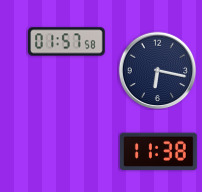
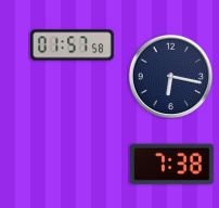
clock at (159, 152): 11:38 -> 7:38
